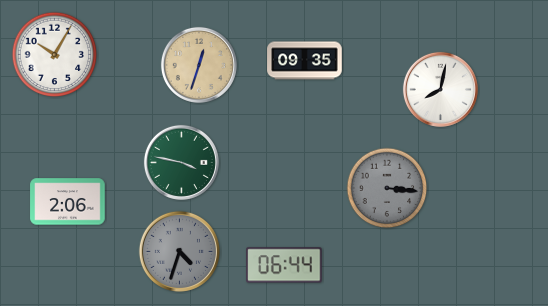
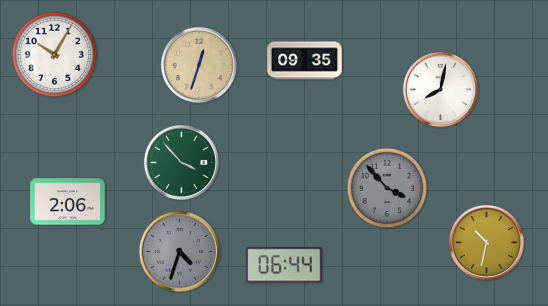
clock at (181, 162): 3:47 -> 3:53
clock at (387, 188): 3:16 -> 3:53
clock at (486, 242): none -> 10:32
